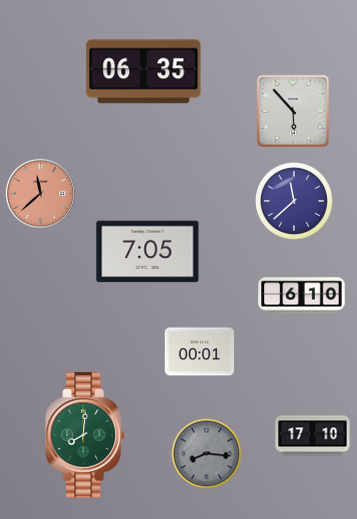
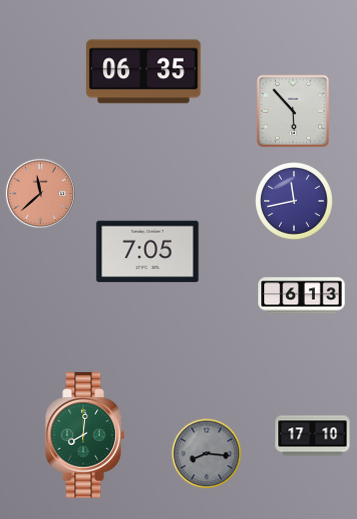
clock at (295, 202): 11:38 -> 11:43
clock at (302, 296): 6:10 -> 6:13
clock at (200, 352): 00:01 -> none
